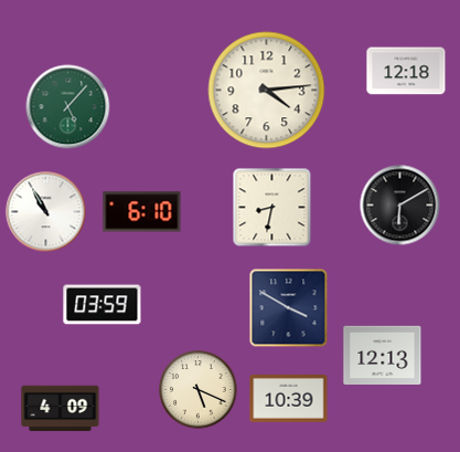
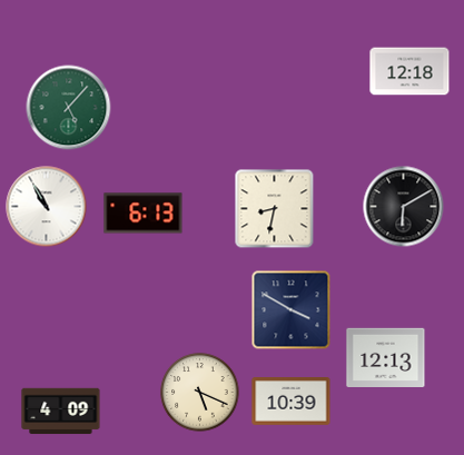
clock at (267, 91): 4:14 -> none
clock at (46, 212) position: (46, 212) -> (47, 207)
clock at (142, 212): 6:10 -> 6:13
clock at (103, 305): 03:59 -> none
